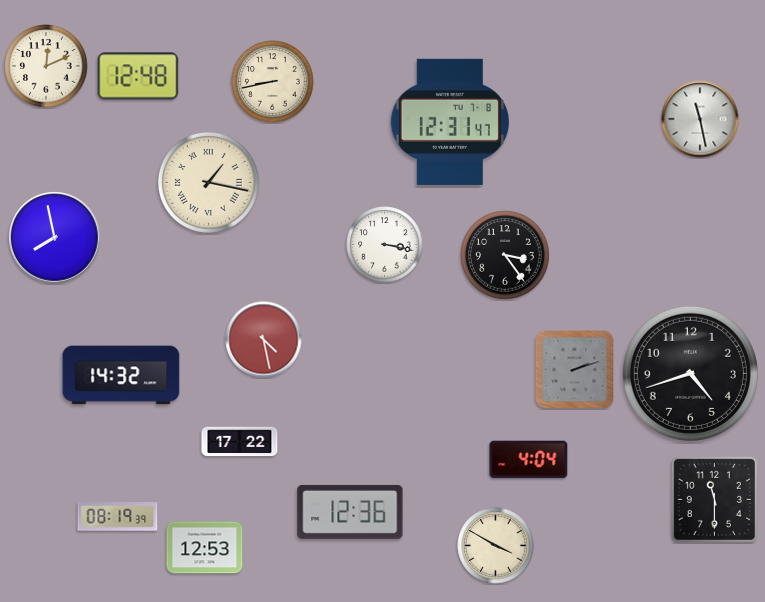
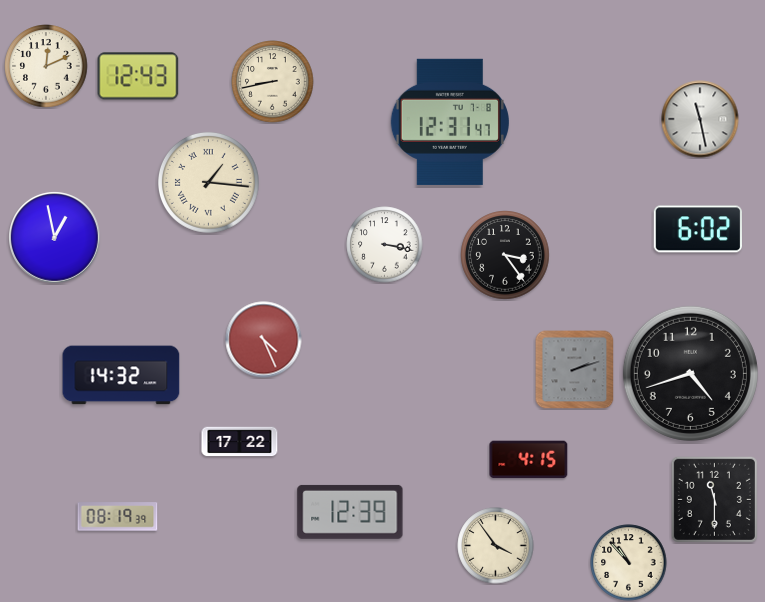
clock at (138, 76): 12:48 -> 12:43
clock at (208, 182): 1:17 -> 1:16
clock at (697, 229): none -> 6:02
clock at (55, 238): 7:58 -> 12:58
clock at (264, 340): 4:28 -> 4:26
clock at (529, 460): 4:04 -> 4:15
clock at (350, 512): 12:36 -> 12:39
clock at (496, 546): 3:50 -> 3:54
clock at (205, 548): 12:53 -> none
clock at (629, 563): none -> 10:53
